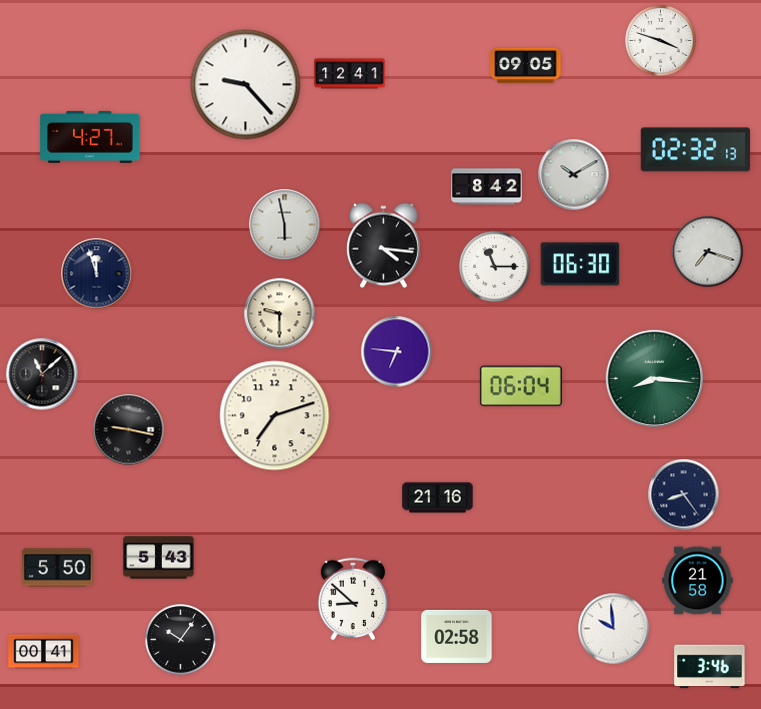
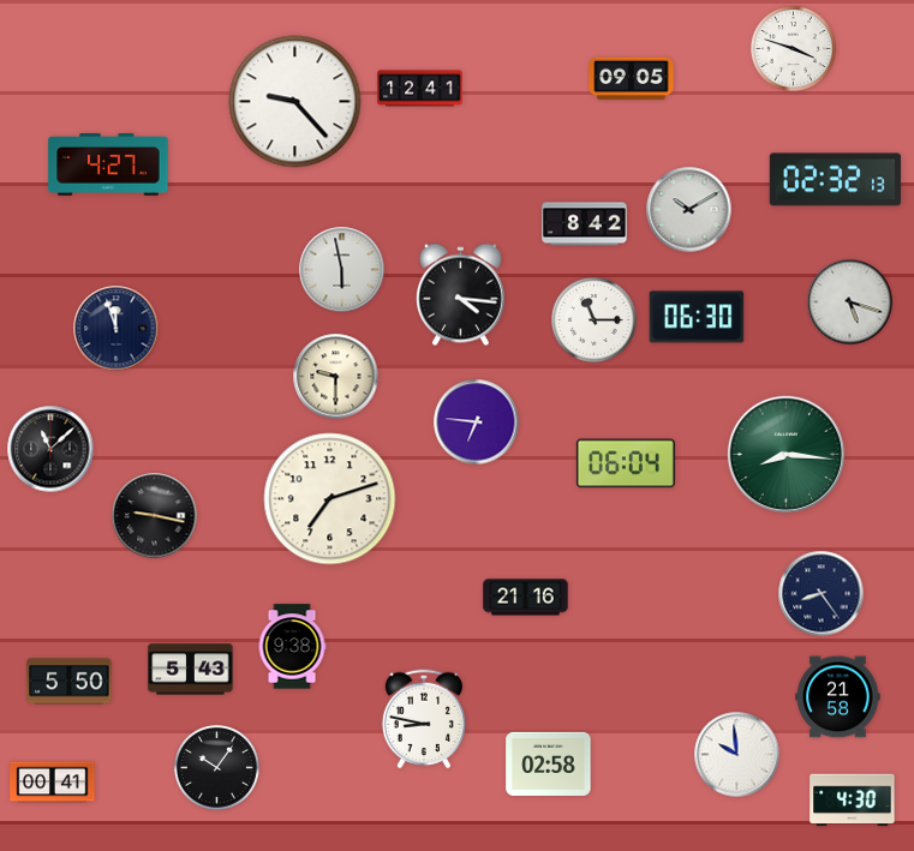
clock at (708, 252): 7:18 -> 5:18
clock at (292, 647): none -> 9:38
clock at (353, 599): 8:52 -> 8:47
clock at (710, 667): 3:46 -> 4:30
